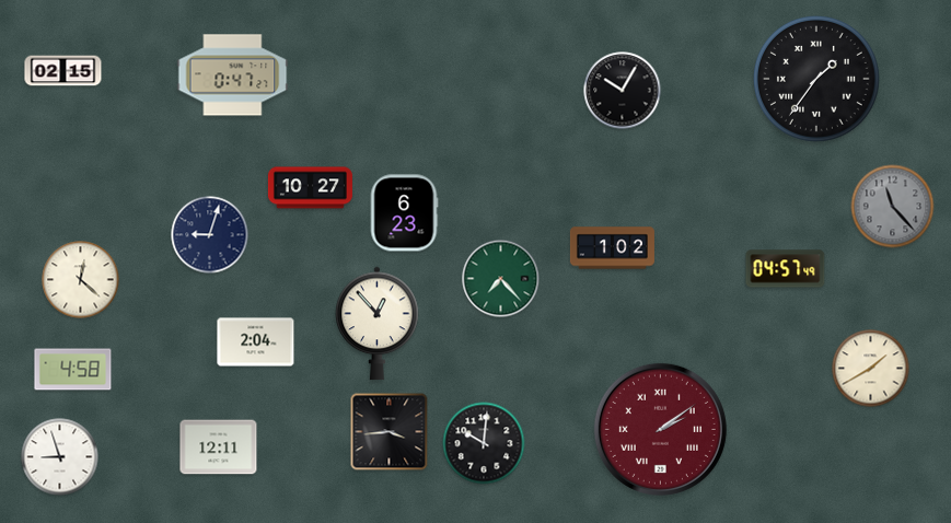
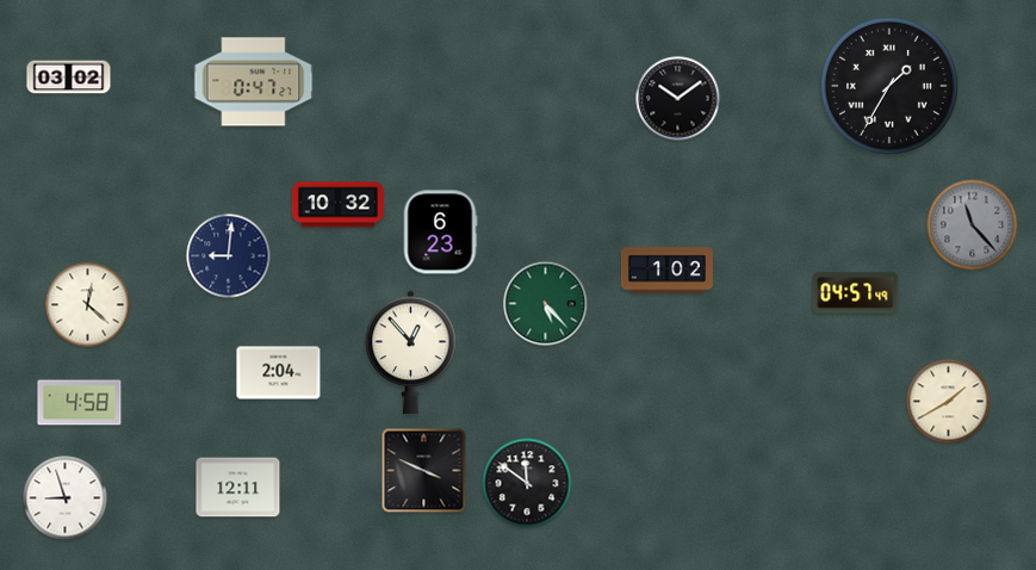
clock at (63, 71): 02:15 -> 03:02
clock at (816, 79): 1:36 -> 1:35
clock at (623, 91): 10:05 -> 10:09
clock at (310, 188): 10:27 -> 10:32
clock at (210, 235): 9:03 -> 9:01
clock at (501, 279): 7:23 -> 5:23
clock at (660, 429): 2:09 -> none
clock at (390, 432): 3:44 -> 3:49
clock at (484, 443): 10:01 -> 11:51
